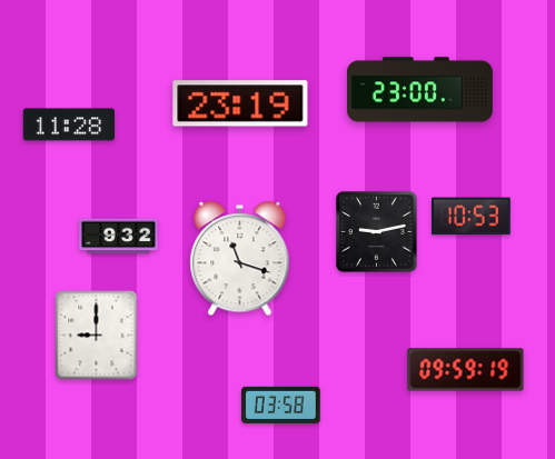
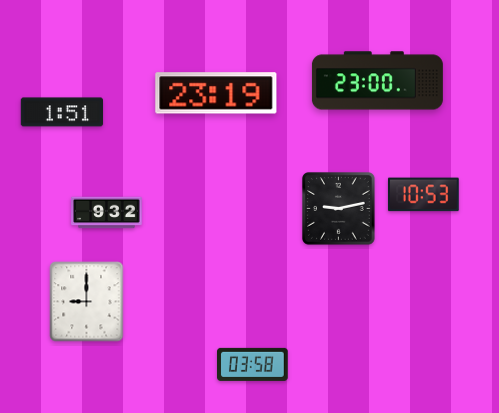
clock at (69, 124): 11:28 -> 1:51
clock at (240, 259): 11:18 -> none
clock at (466, 370): 09:59 -> none
